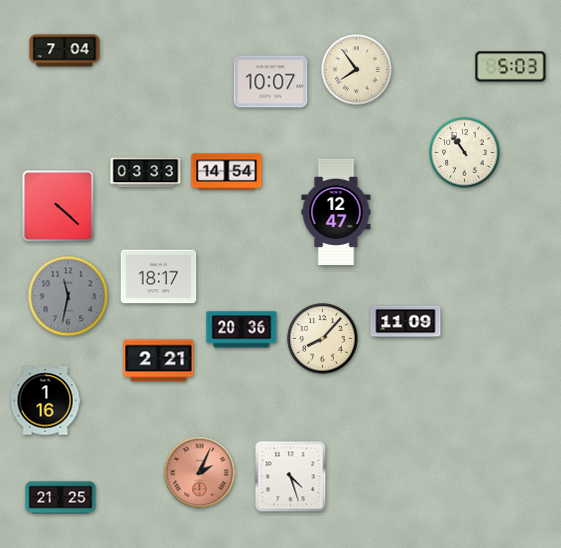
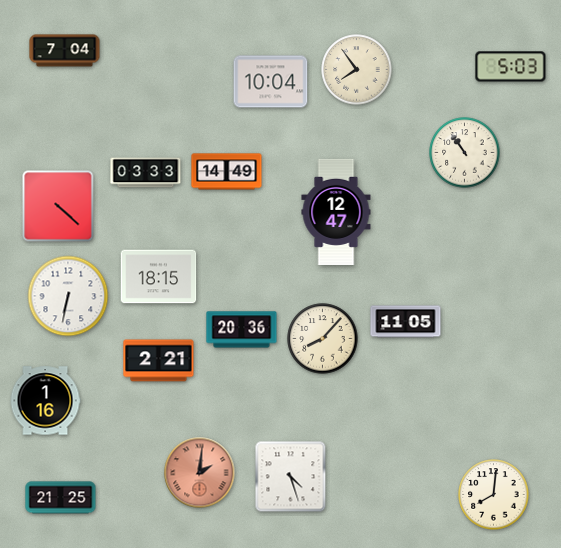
clock at (271, 82): 10:07 -> 10:04
clock at (227, 172): 14:54 -> 14:49
clock at (159, 277): 18:17 -> 18:15
clock at (68, 296): 11:32 -> 6:32
clock at (68, 296) dial: grey -> white
clock at (406, 322): 11:09 -> 11:05
clock at (200, 473): 2:04 -> 2:01
clock at (494, 495): none -> 8:01
